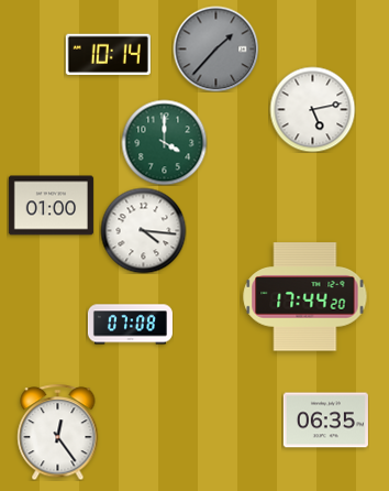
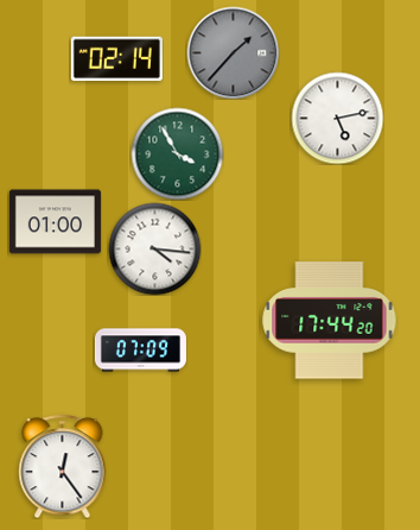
clock at (108, 54): 10:14 -> 02:14
clock at (164, 142): 4:00 -> 3:55
clock at (130, 325): 07:08 -> 07:09
clock at (325, 421): 06:35 -> none
